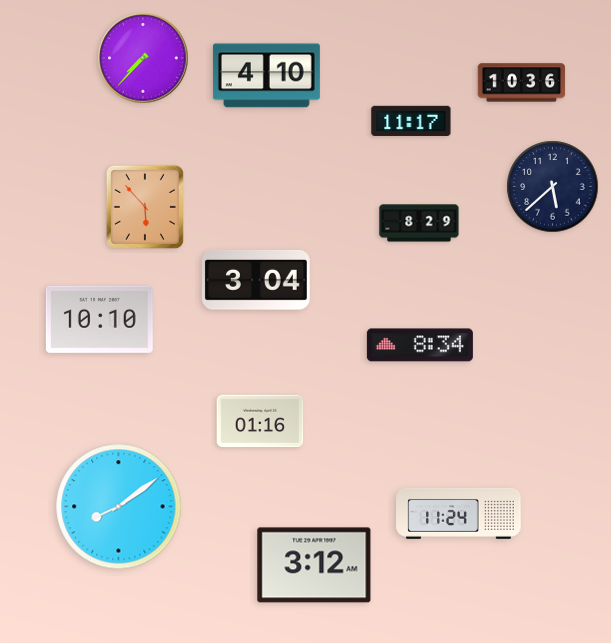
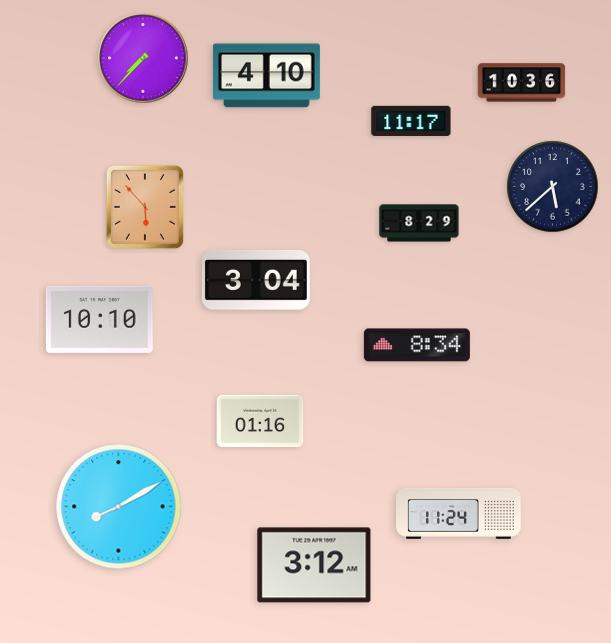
clock at (420, 345) position: (420, 345) -> (417, 345)
clock at (119, 507): 8:09 -> 8:10
